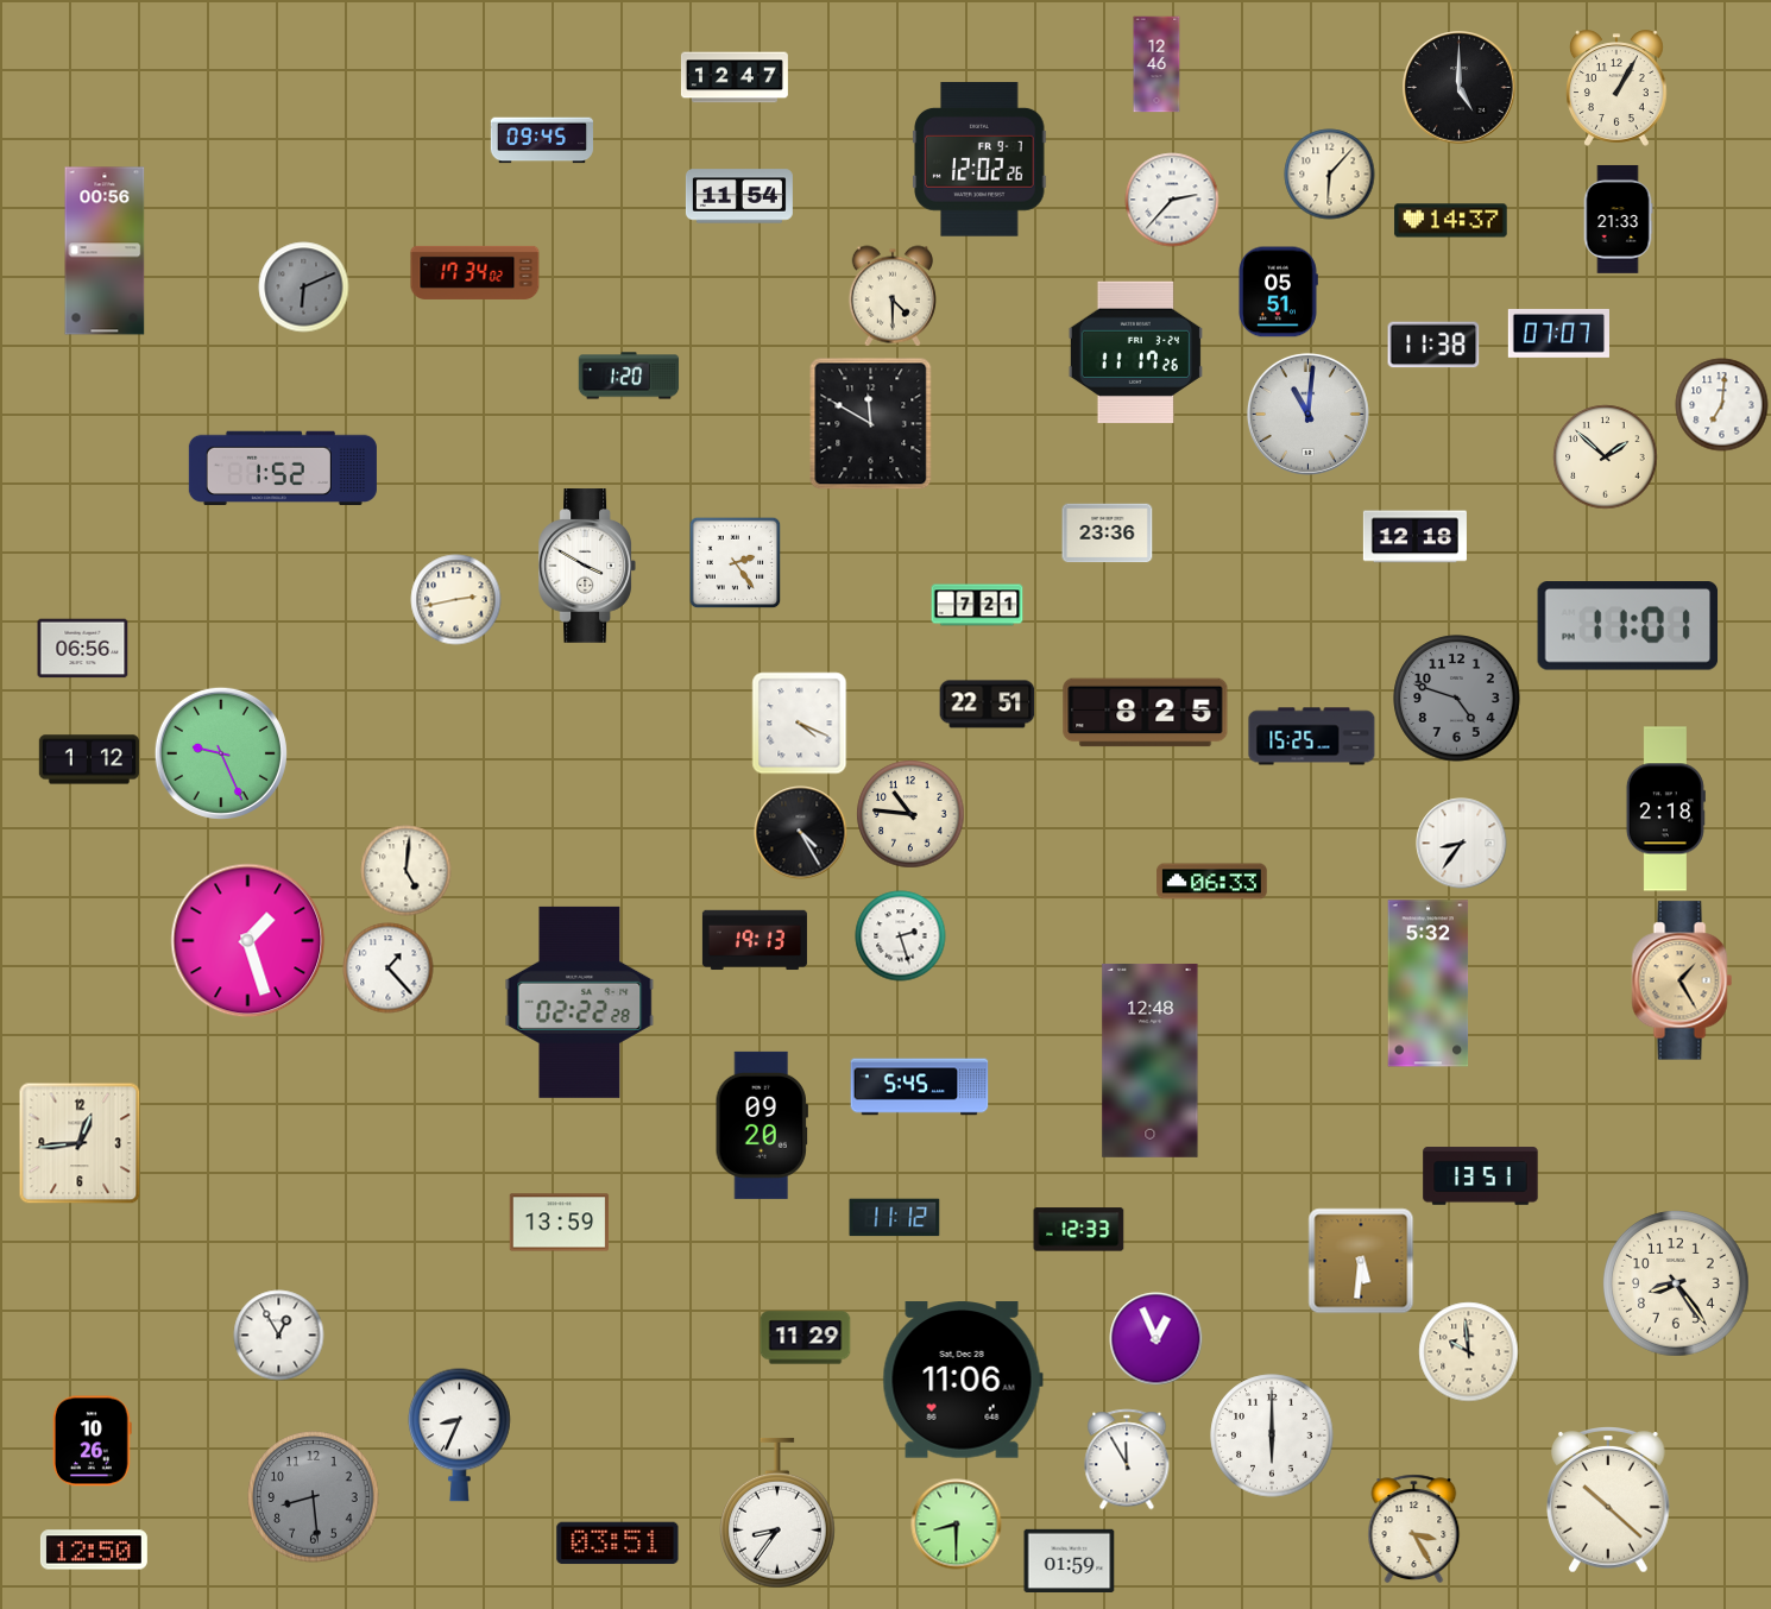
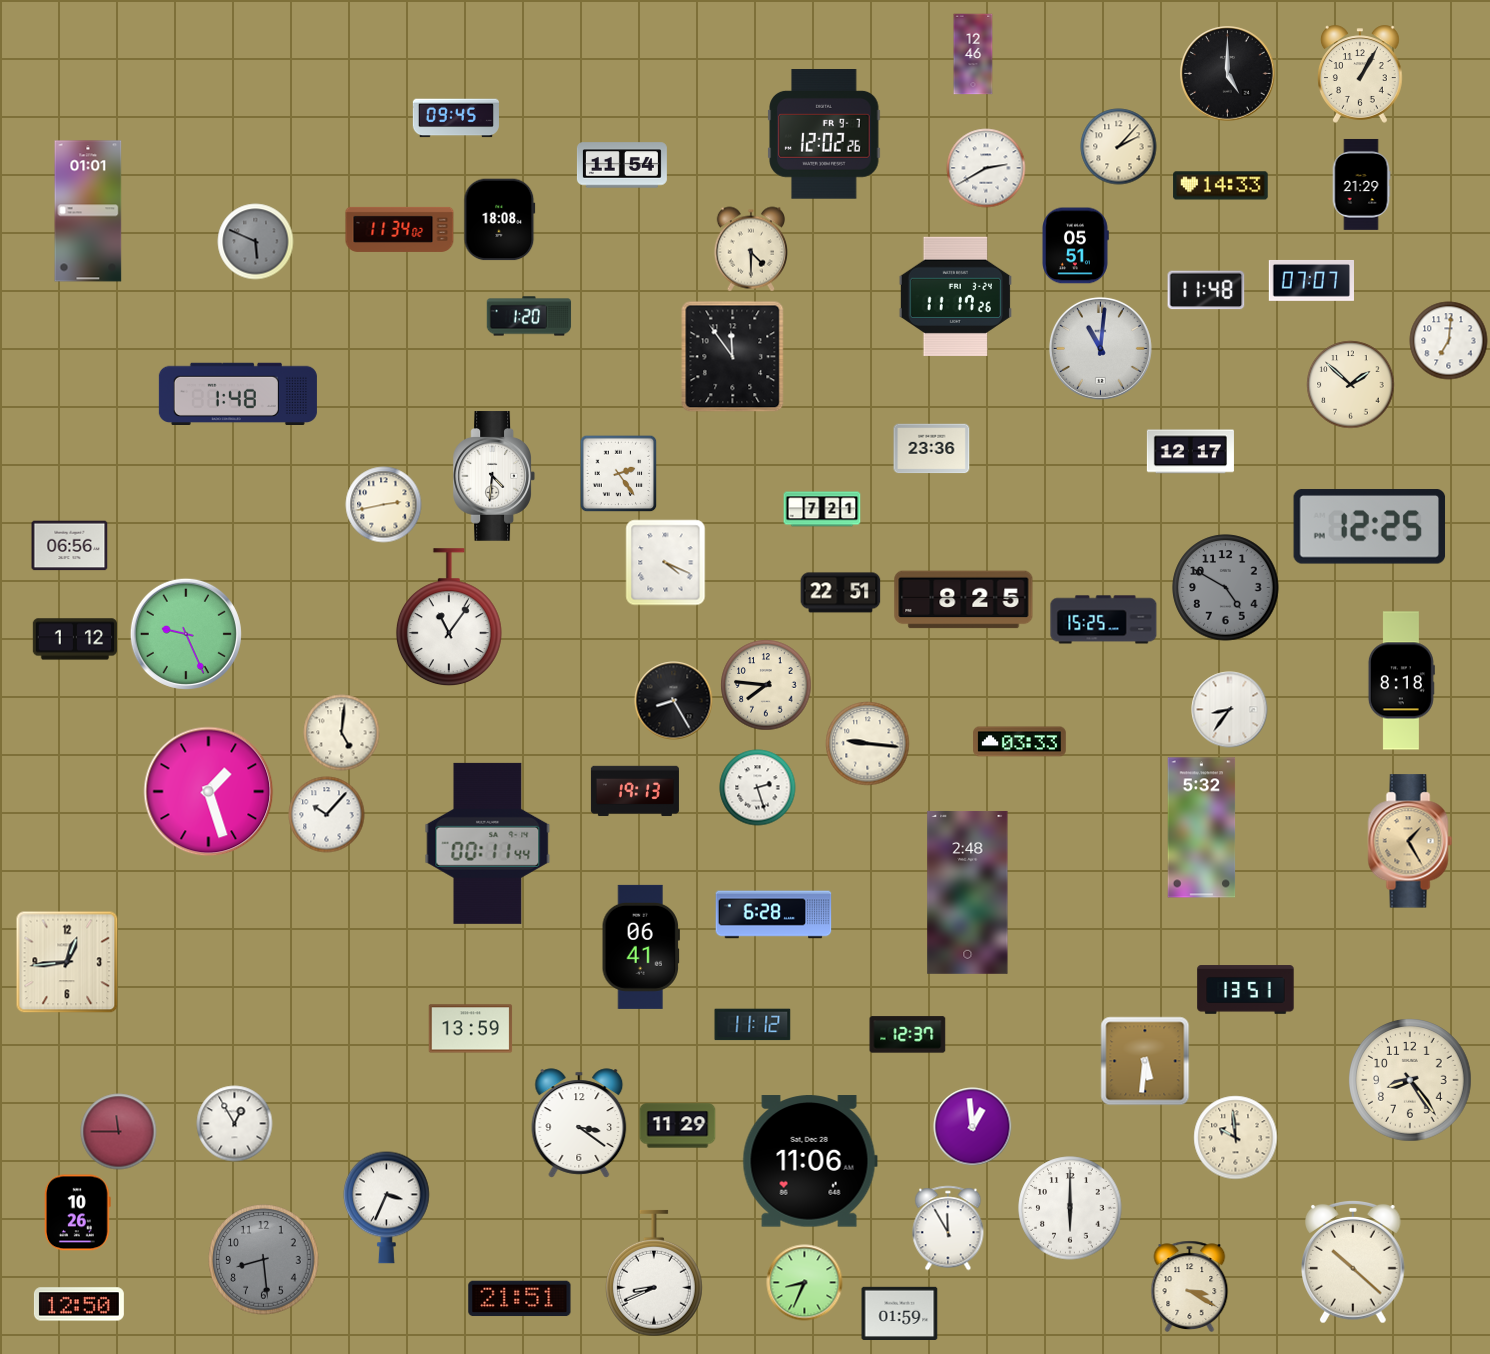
clock at (735, 77): 12:47 -> none
clock at (1330, 175): 6:07 -> 2:07
clock at (1172, 200): 2:37 -> 2:40
clock at (1618, 219): 21:33 -> 21:29
clock at (1451, 221): 14:37 -> 14:33
clock at (105, 251): 00:56 -> 01:01
clock at (500, 220): none -> 18:08
clock at (475, 272): 17:34 -> 11:34
clock at (304, 288): 6:11 -> 5:49
clock at (1433, 345): 11:38 -> 11:48
clock at (871, 424): 11:50 -> 11:54
clock at (283, 467): 1:52 -> 1:48
clock at (1414, 537): 12:18 -> 12:17
clock at (586, 566): 3:50 -> 4:31
clock at (1628, 626): 11:01 -> 12:25
clock at (1457, 699): 4:48 -> 4:50
clock at (988, 705) position: (988, 705) -> (841, 593)
clock at (800, 724) position: (800, 724) -> (666, 563)
clock at (449, 618): none -> 11:06
clock at (1665, 809): 2:18 -> 8:18
clock at (910, 814): 10:46 -> 7:46
clock at (801, 833): 4:25 -> 8:25
clock at (1212, 882): 06:33 -> 03:33
clock at (868, 744): none -> 9:16
clock at (389, 968): 1:23 -> 10:07
clock at (1682, 980) position: (1682, 980) -> (1410, 841)
clock at (580, 1002): 02:22 -> 00:11
clock at (1151, 1060): 12:48 -> 2:48
clock at (920, 1087): 5:45 -> 6:28
clock at (762, 1125): 09:20 -> 06:41
clock at (1079, 1230): 12:33 -> 12:37
clock at (579, 1123): none -> 3:21
clock at (1156, 1339): 12:56 -> 12:59
clock at (119, 1132): none -> 11:45
clock at (460, 1434): 8:34 -> 3:34
clock at (777, 1513): 8:36 -> 8:41
clock at (957, 1525): 8:30 -> 8:34
clock at (1414, 1528): 3:25 -> 3:20
clock at (618, 1544): 03:51 -> 21:51
